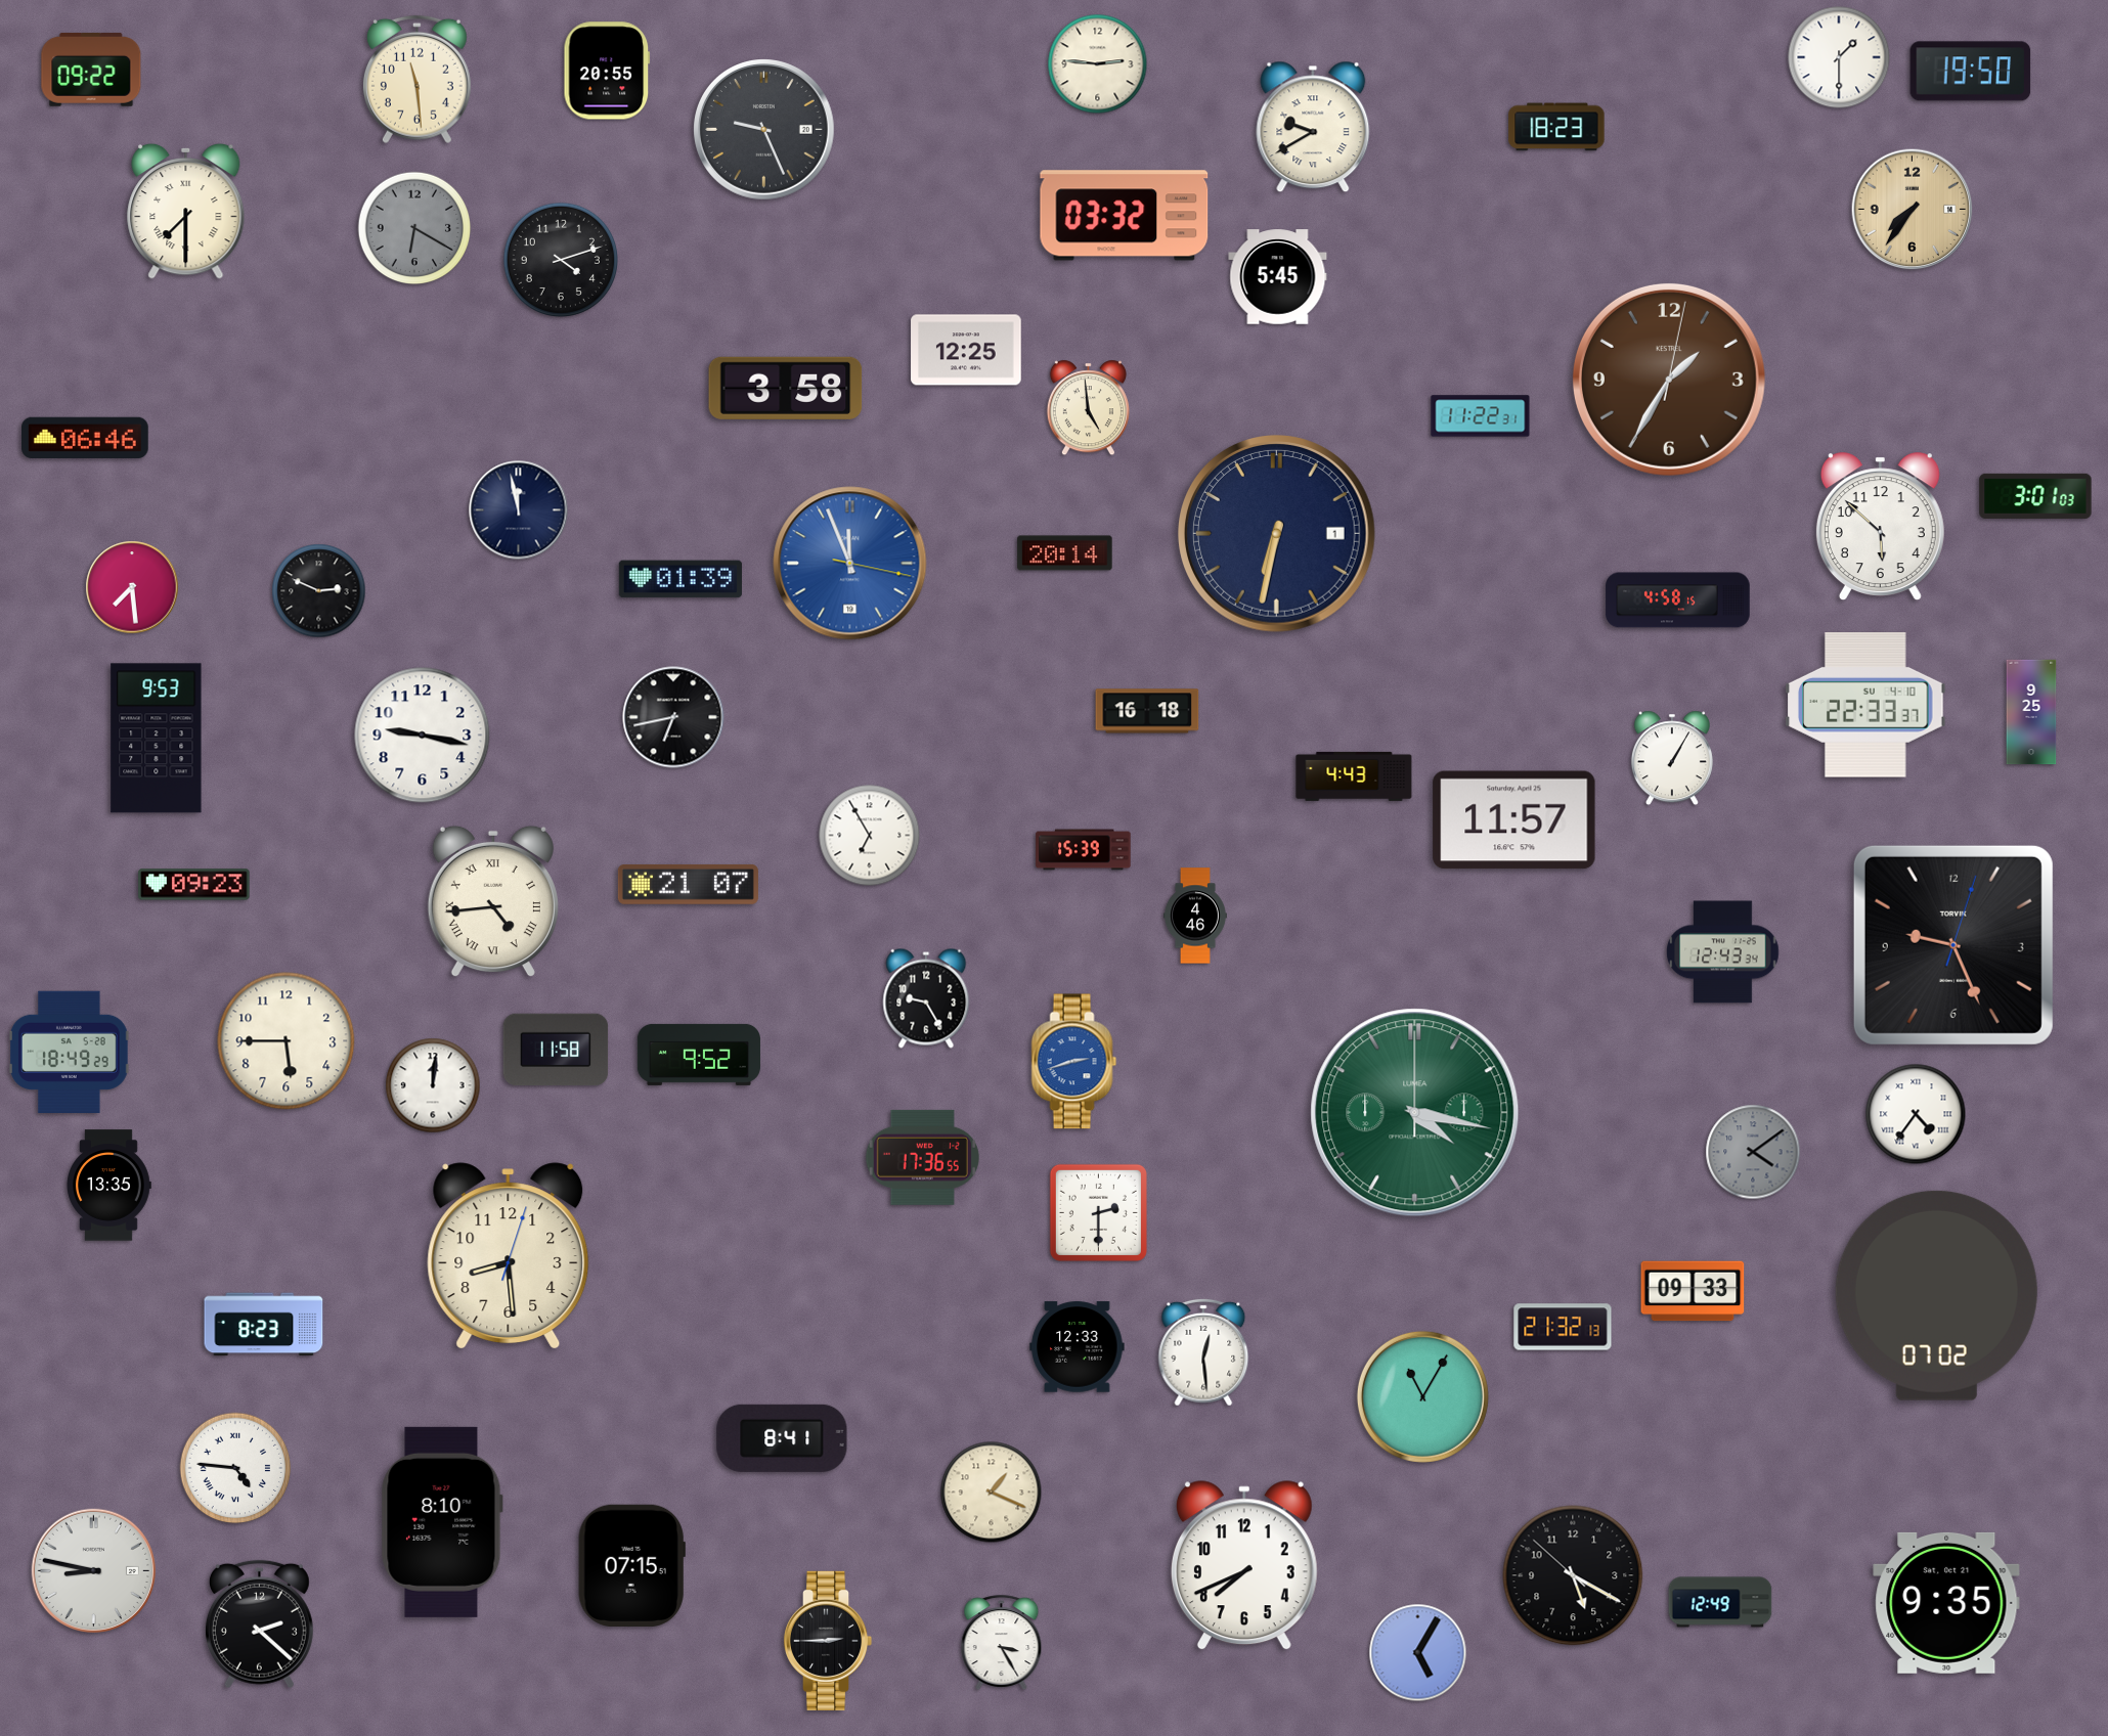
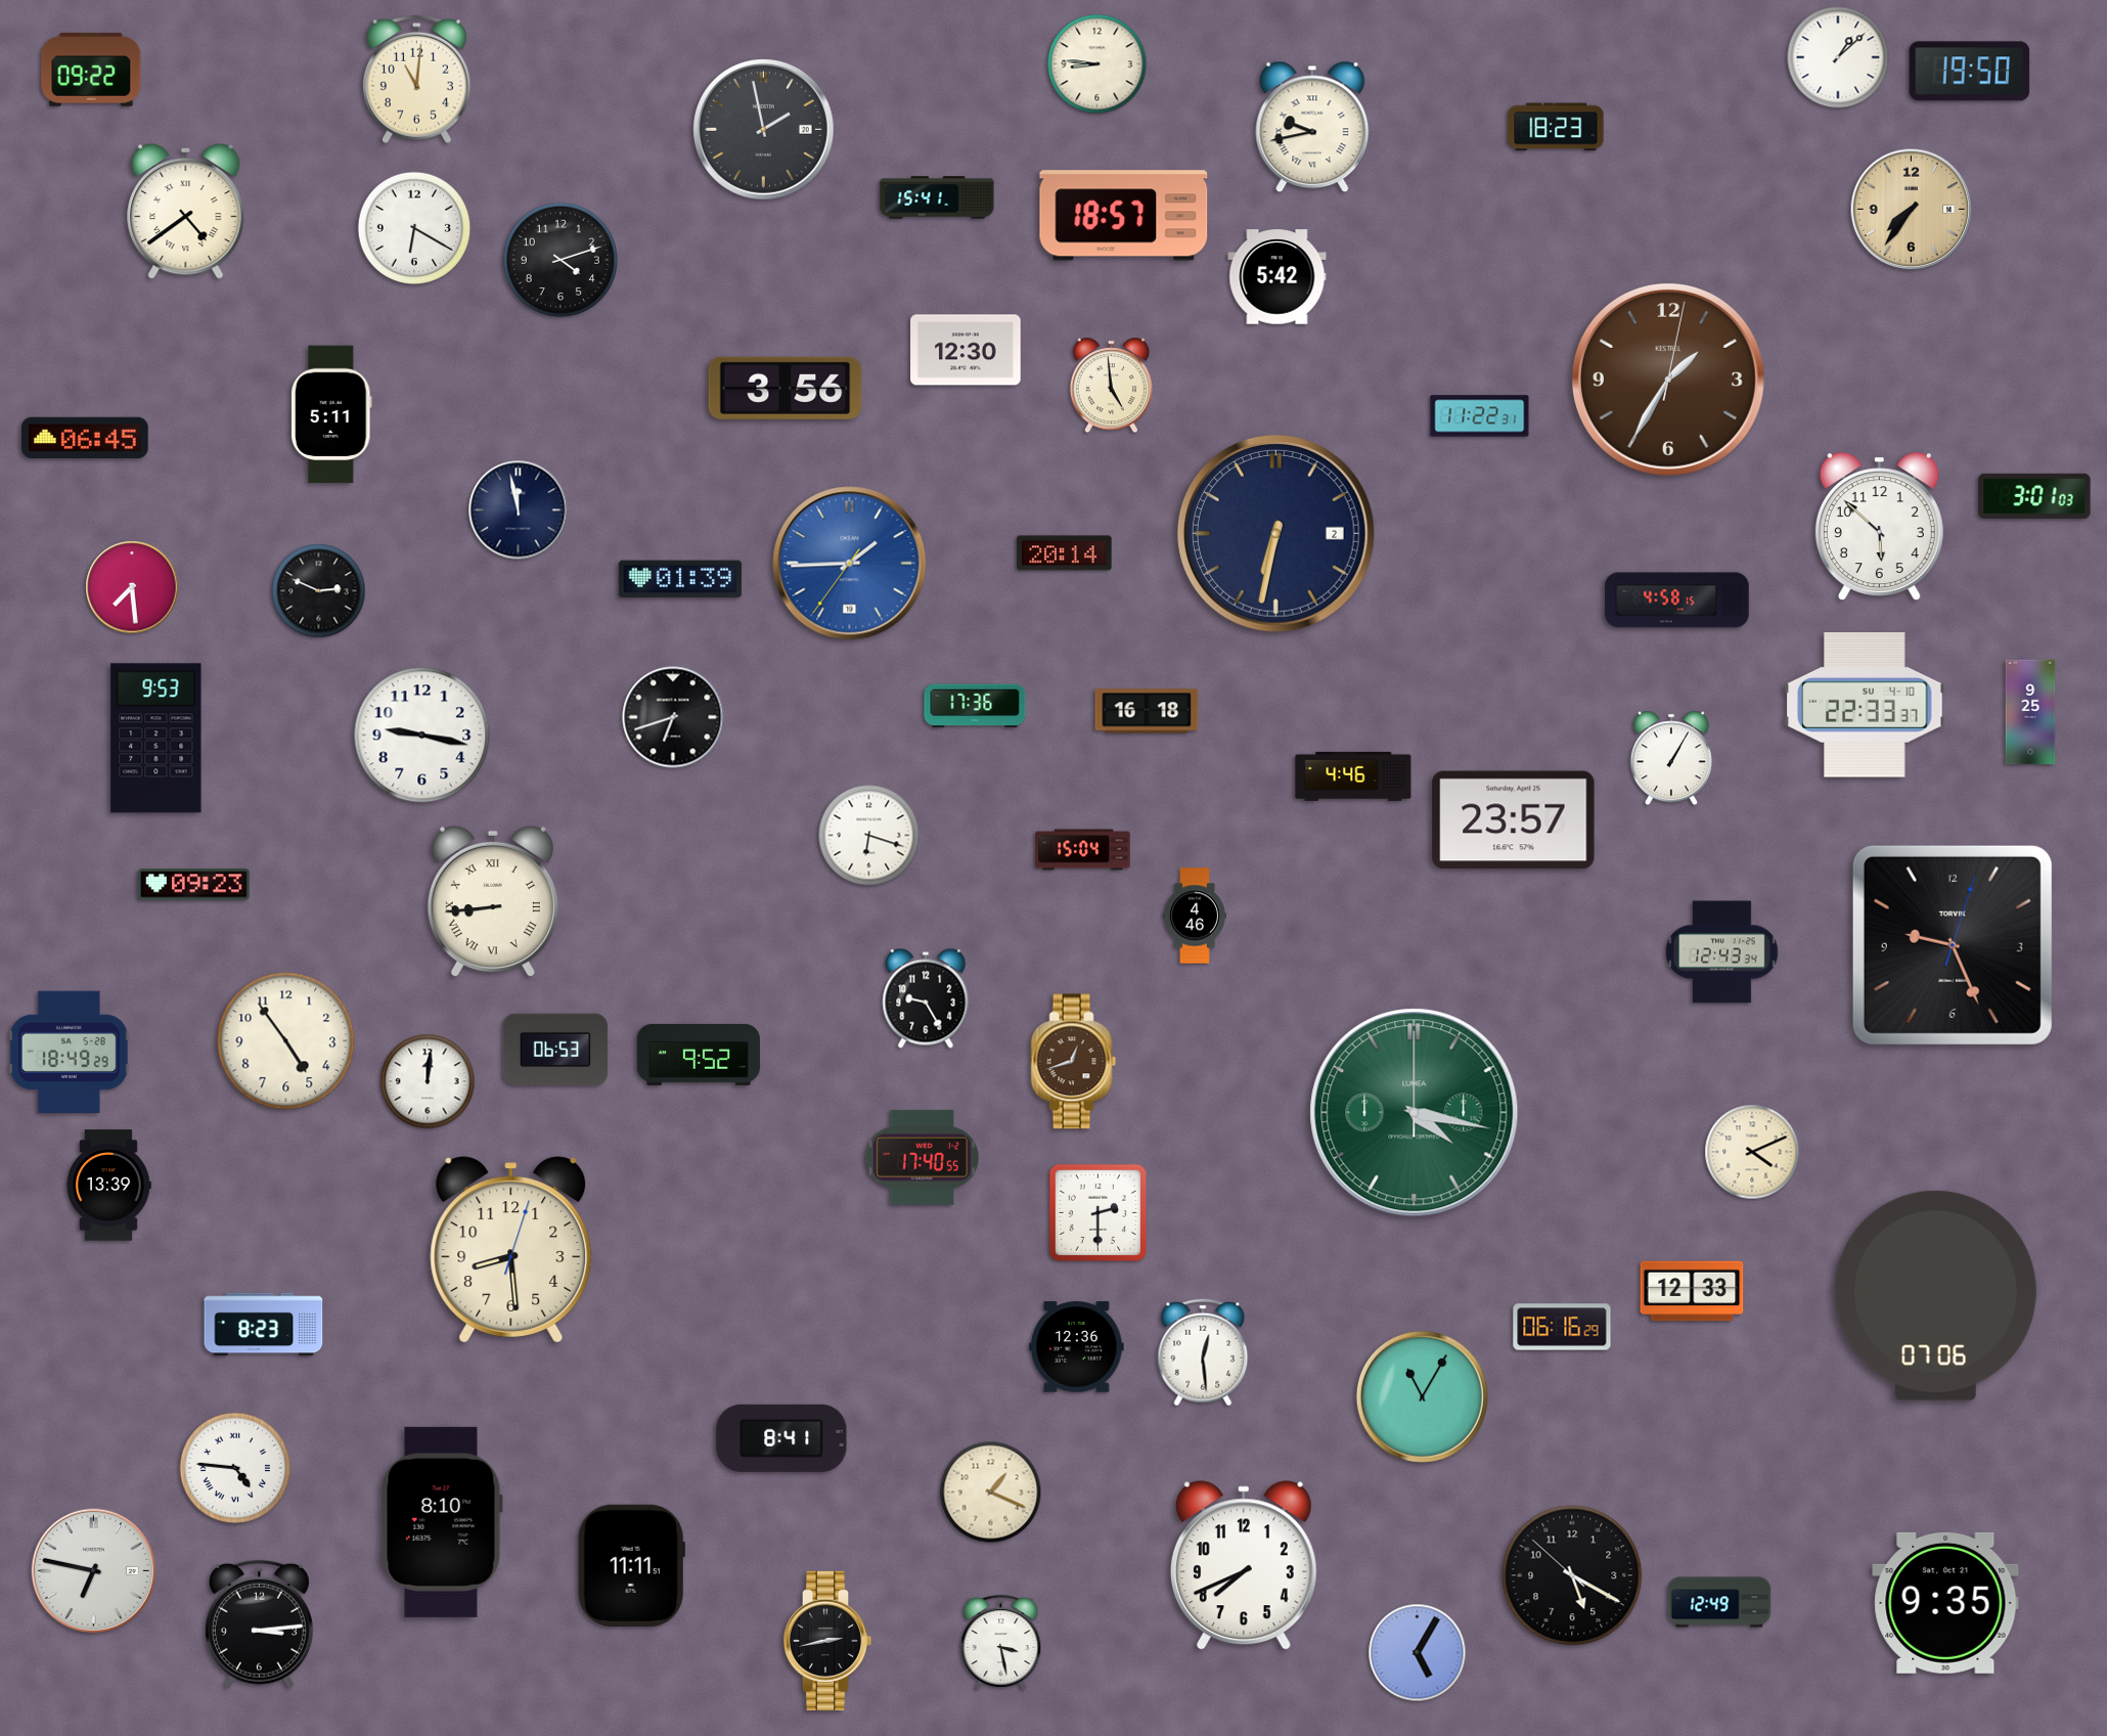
clock at (1839, 57): 1:30 -> 1:08
clock at (1098, 64): 2:46 -> 8:46
clock at (607, 71): 20:55 -> none
clock at (416, 80): 11:29 -> 11:01
clock at (1313, 127): 9:40 -> 9:43
clock at (764, 130): 9:26 -> 1:58
clock at (937, 197): none -> 15:41
clock at (186, 211): 7:30 -> 4:39
clock at (1125, 216): 03:32 -> 18:57
clock at (414, 228) dial: grey -> white
clock at (1278, 277): 5:45 -> 5:42
clock at (966, 350): 12:25 -> 12:30
clock at (786, 388): 3:58 -> 3:56
clock at (1088, 408) position: (1088, 408) -> (1111, 386)
clock at (331, 414): none -> 5:11
clock at (86, 438): 06:46 -> 06:45
clock at (1277, 534) date: 1 -> 2
clock at (850, 564): 11:56 -> 1:44
clock at (975, 706): none -> 17:36
clock at (673, 717): 6:43 -> 6:42
clock at (1354, 776): 4:43 -> 4:46
clock at (1514, 820): 11:57 -> 23:57
clock at (870, 836): 6:55 -> 6:18
clock at (1084, 850): 15:39 -> 15:04
clock at (688, 884): 21:07 -> none
clock at (493, 901): 4:44 -> 8:44
clock at (287, 1041): 5:45 -> 4:54
clock at (556, 1050): 11:58 -> 06:53
clock at (1074, 1062): 2:42 -> 12:42
clock at (1074, 1062) dial: blue -> brown
clock at (433, 1085) position: (433, 1085) -> (428, 1081)
clock at (1916, 1114): 4:36 -> none
clock at (1753, 1152): 4:09 -> 4:11
clock at (1753, 1152) dial: grey -> cream
clock at (922, 1157): 17:36 -> 17:40
clock at (108, 1186): 13:35 -> 13:39
clock at (509, 1256) position: (509, 1256) -> (511, 1250)
clock at (1693, 1291): 09:33 -> 12:33
clock at (1936, 1295): 07:02 -> 07:06
clock at (1563, 1327): 21:32 -> 06:16
clock at (1078, 1347): 12:33 -> 12:36
clock at (631, 1565): 07:15 -> 11:11
clock at (93, 1570): 8:47 -> 6:47
clock at (259, 1624): 2:22 -> 3:14
clock at (828, 1641): 2:45 -> 2:43
clock at (1002, 1643): 3:25 -> 3:28
